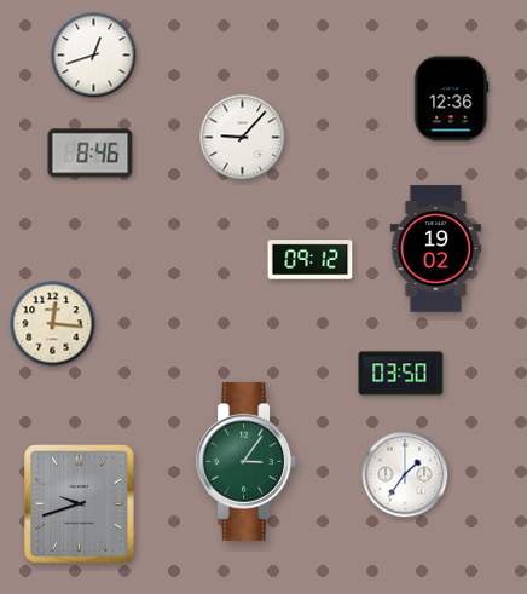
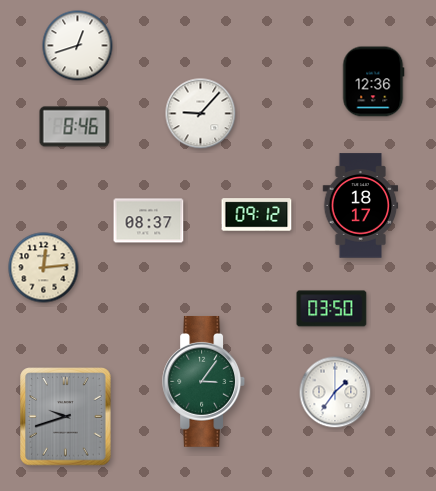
clock at (436, 249): 19:02 -> 18:17
clock at (149, 221): none -> 08:37
clock at (53, 324): 12:16 -> 12:14
